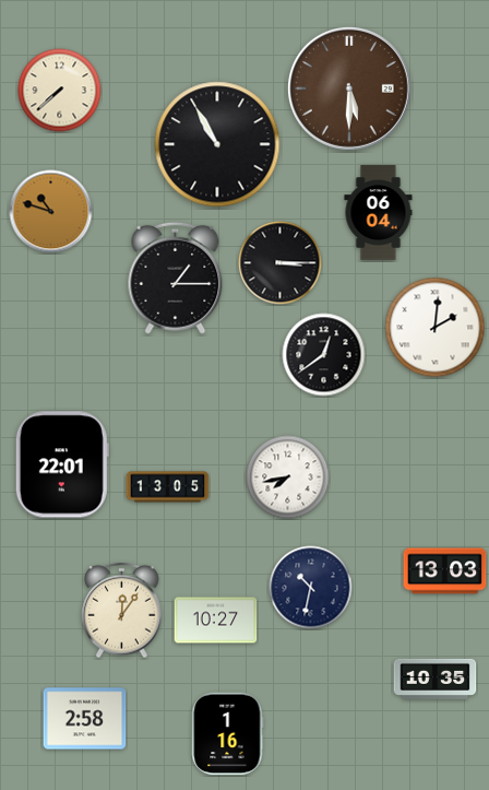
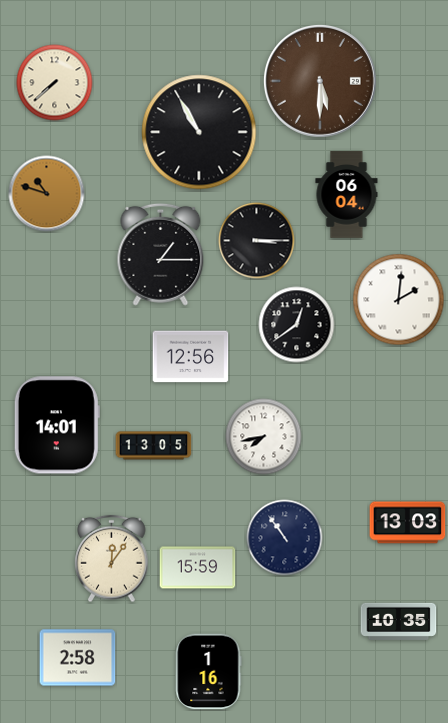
clock at (191, 357): none -> 12:56
clock at (62, 464): 22:01 -> 14:01
clock at (311, 588): 10:32 -> 10:54
clock at (216, 621): 10:27 -> 15:59
